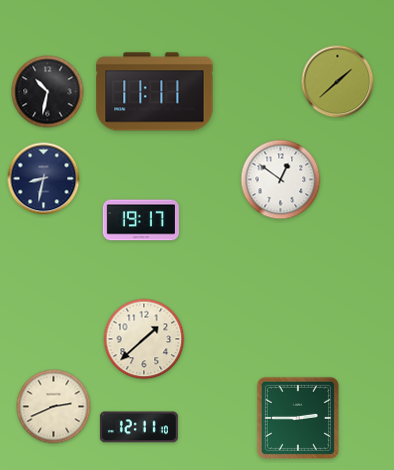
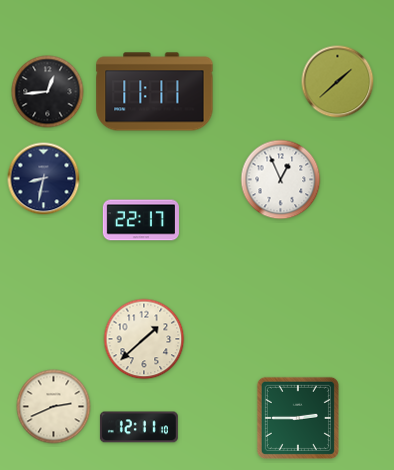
clock at (48, 92): 10:32 -> 12:44
clock at (281, 180): 12:51 -> 12:56
clock at (141, 220): 19:17 -> 22:17
